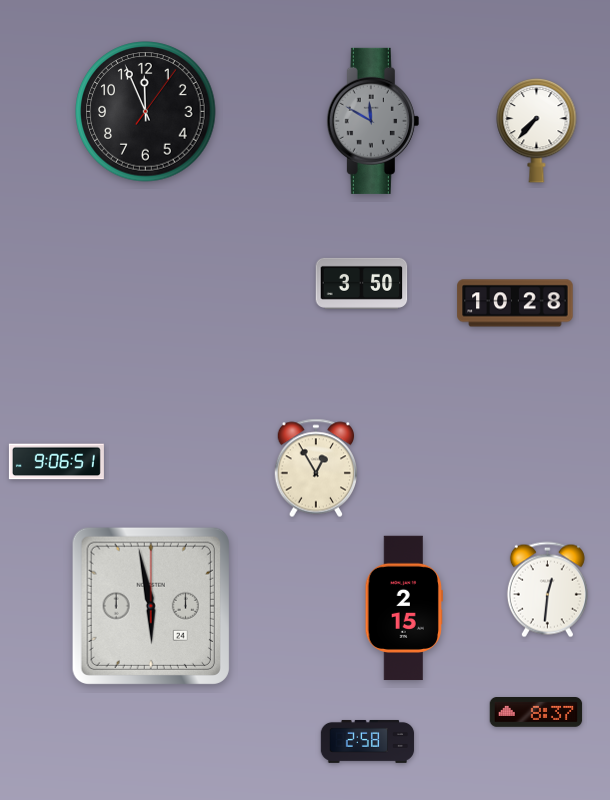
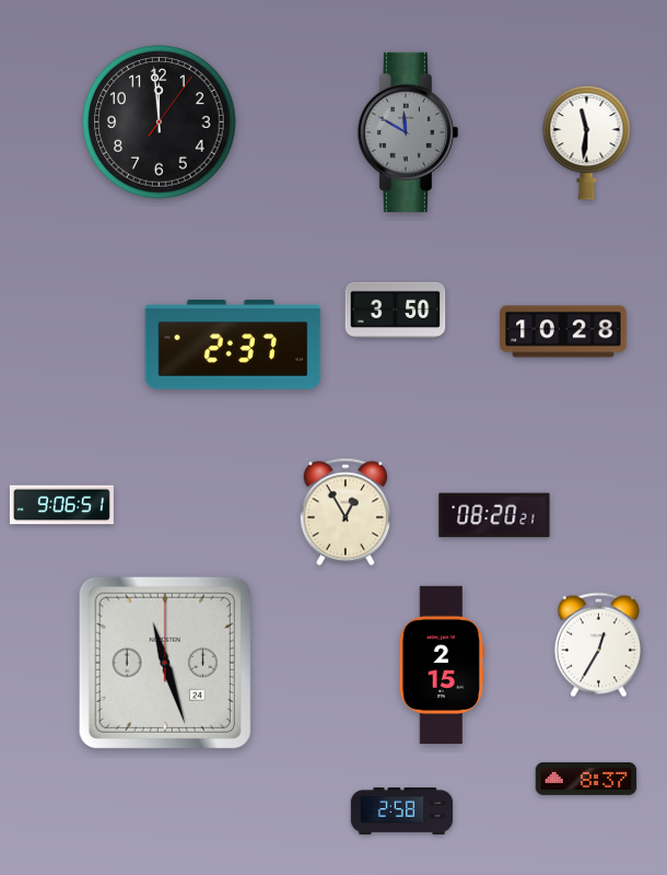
clock at (146, 112): 11:56 -> 11:59
clock at (537, 130): 7:37 -> 11:31
clock at (233, 346): none -> 2:37
clock at (494, 515): none -> 08:20
clock at (547, 590): 12:31 -> 12:35
clock at (151, 606): 5:58 -> 11:27
